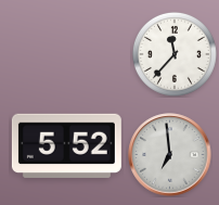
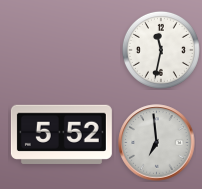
clock at (175, 54): 11:37 -> 11:32
